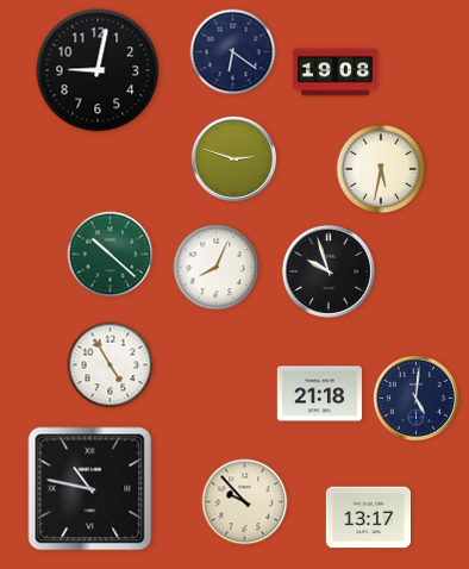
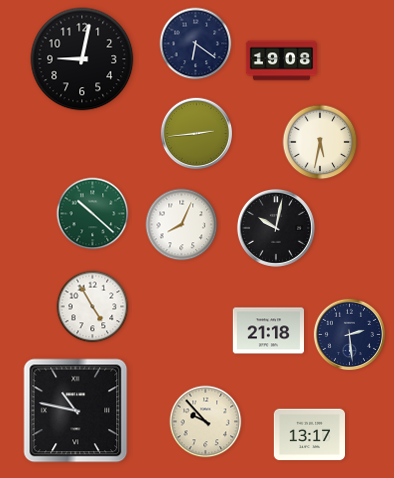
clock at (233, 158): 2:48 -> 2:44
clock at (329, 271): 9:57 -> 10:02
clock at (415, 398): 5:01 -> 2:29
